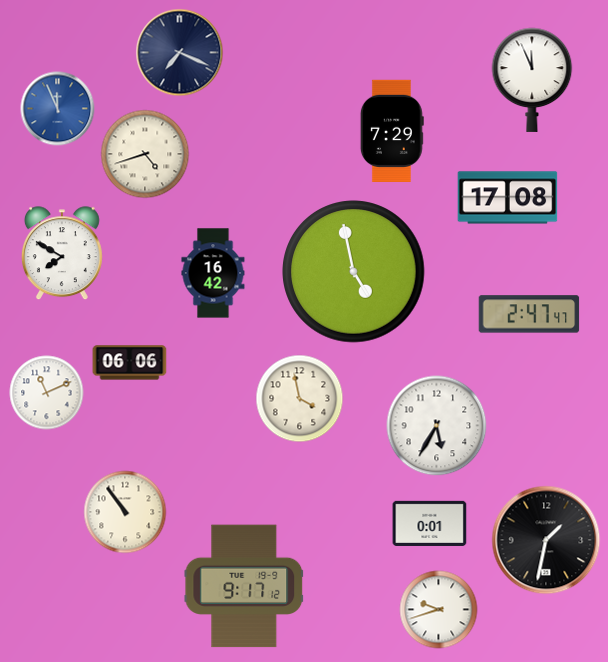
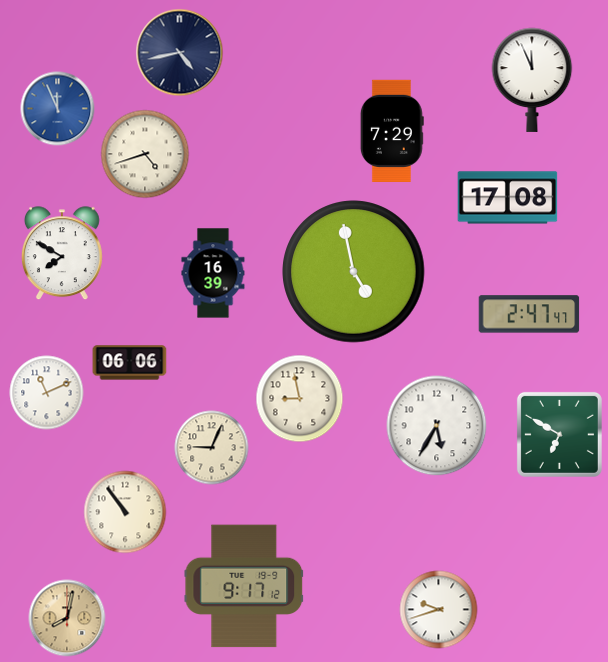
clock at (180, 53): 7:19 -> 4:43
clock at (213, 273): 16:42 -> 16:39
clock at (300, 399): 3:58 -> 8:58
clock at (559, 434): none -> 6:50
clock at (212, 448): none -> 9:04
clock at (430, 523): 0:01 -> none
clock at (546, 540): 1:32 -> none
clock at (67, 618): none -> 8:02
